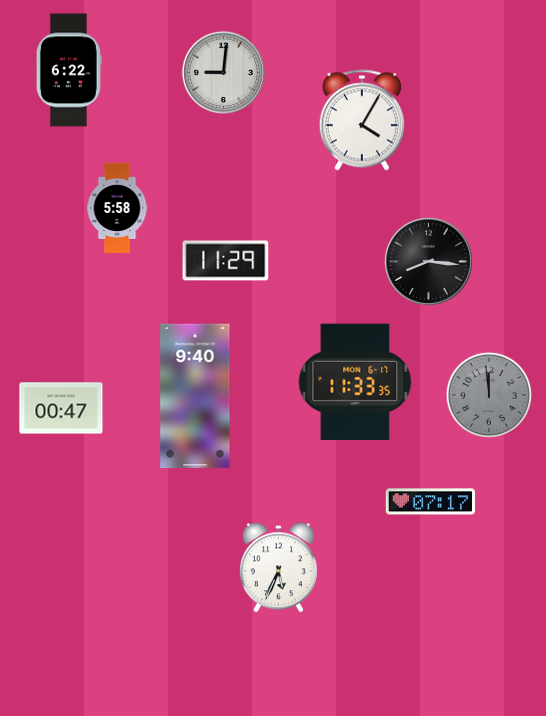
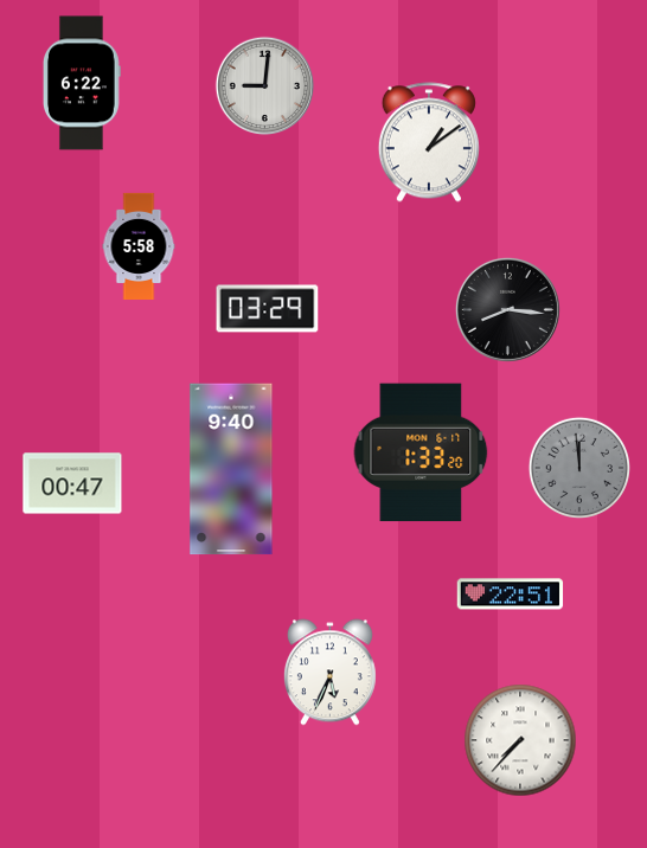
clock at (362, 120): 4:05 -> 1:09
clock at (226, 261): 11:29 -> 03:29
clock at (355, 382): 11:33 -> 1:33
clock at (431, 502): 07:17 -> 22:51
clock at (520, 740): none -> 7:37
